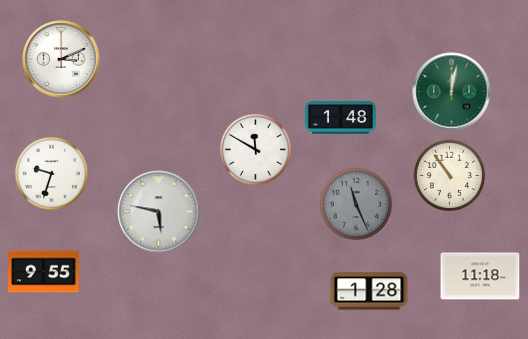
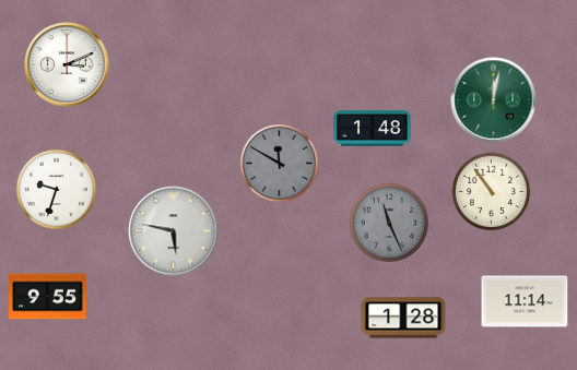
clock at (256, 150) dial: white -> grey
clock at (480, 276): 11:18 -> 11:14
